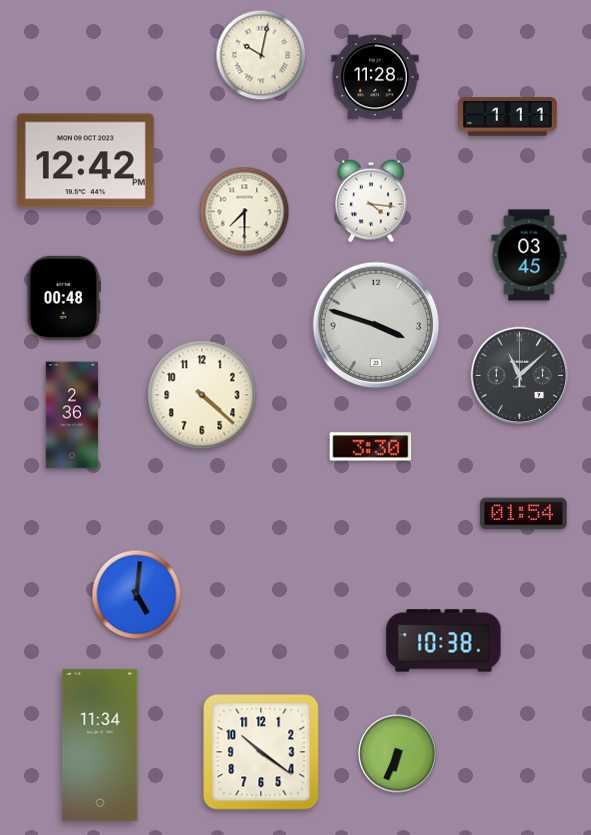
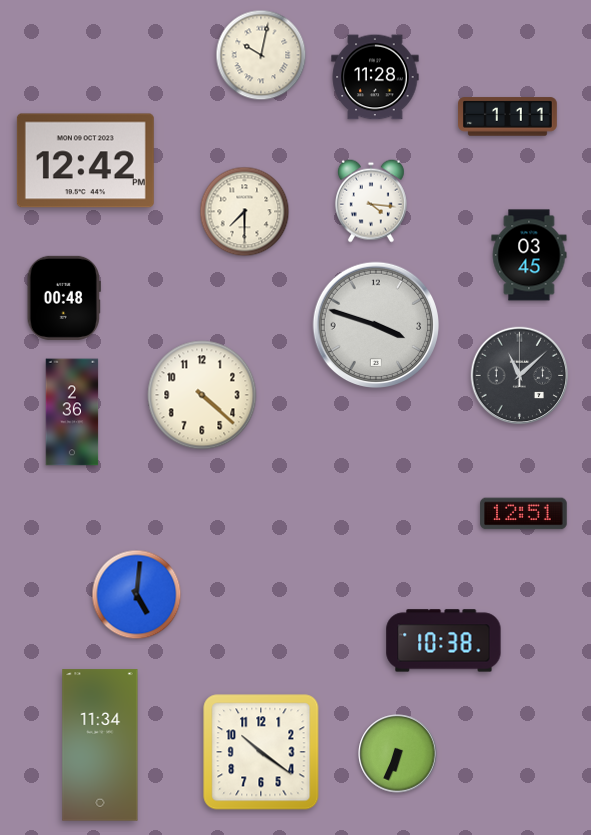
clock at (72, 415) position: (72, 415) -> (72, 412)
clock at (371, 447): 3:30 -> none
clock at (524, 514): 01:54 -> 12:51
